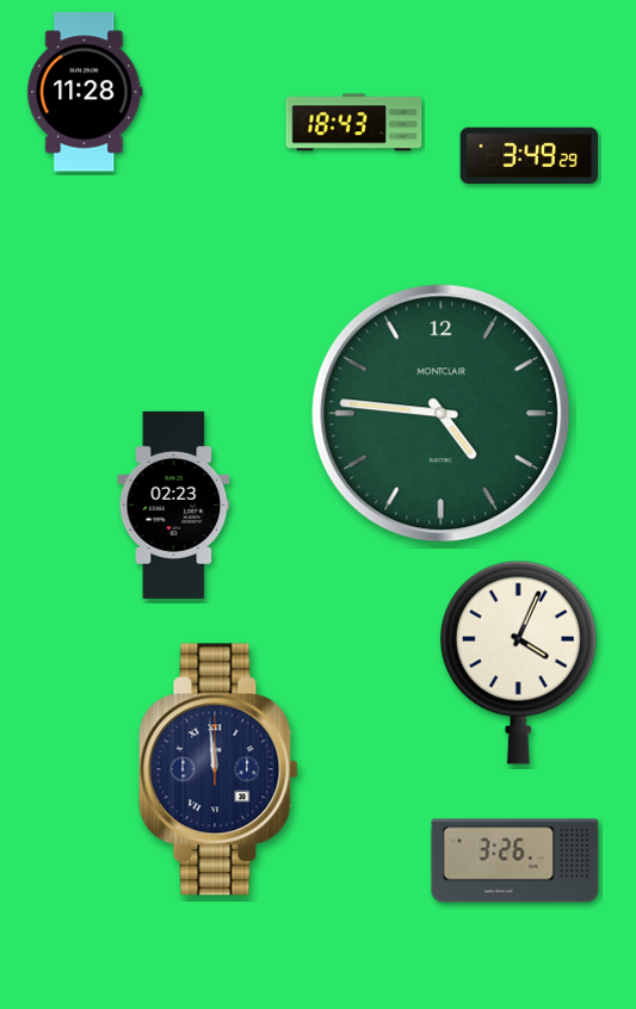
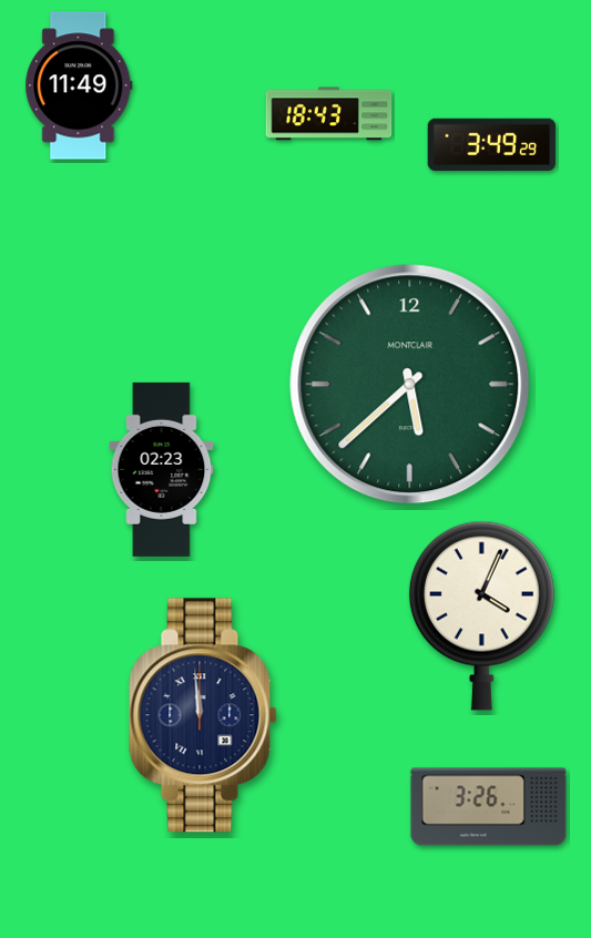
clock at (85, 92): 11:28 -> 11:49
clock at (442, 414): 4:46 -> 5:38
clock at (515, 861) position: (515, 861) -> (489, 807)
